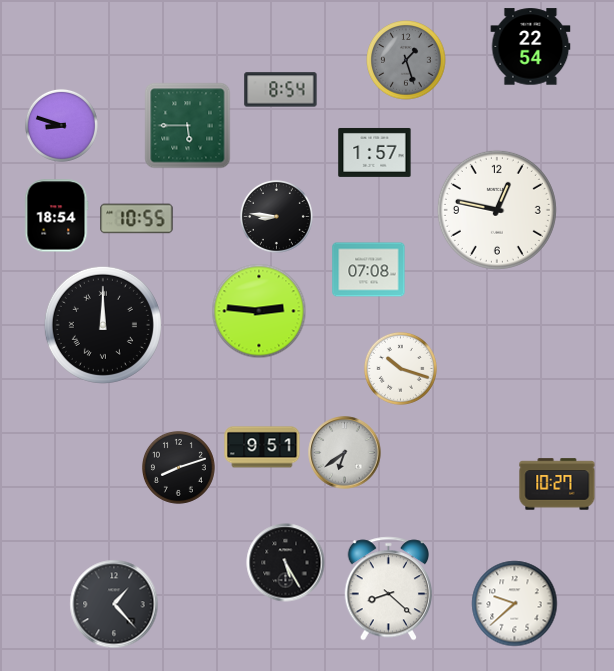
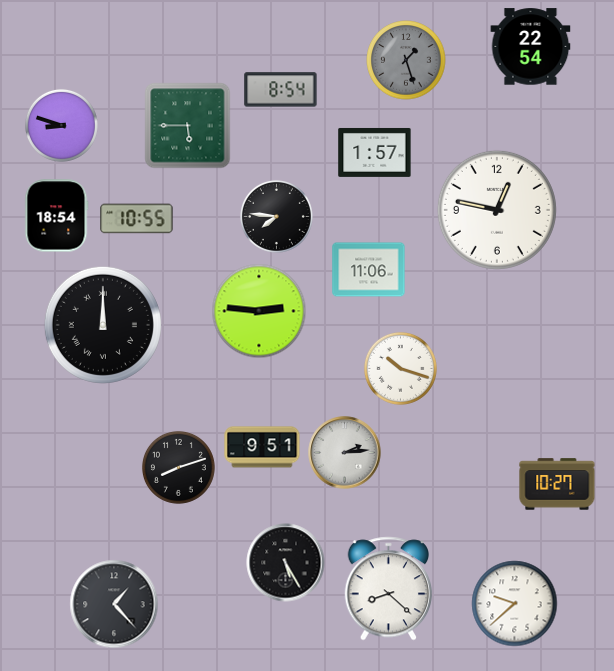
clock at (276, 216): 8:46 -> 7:46
clock at (369, 270): 07:08 -> 11:06
clock at (345, 453): 6:39 -> 2:14
